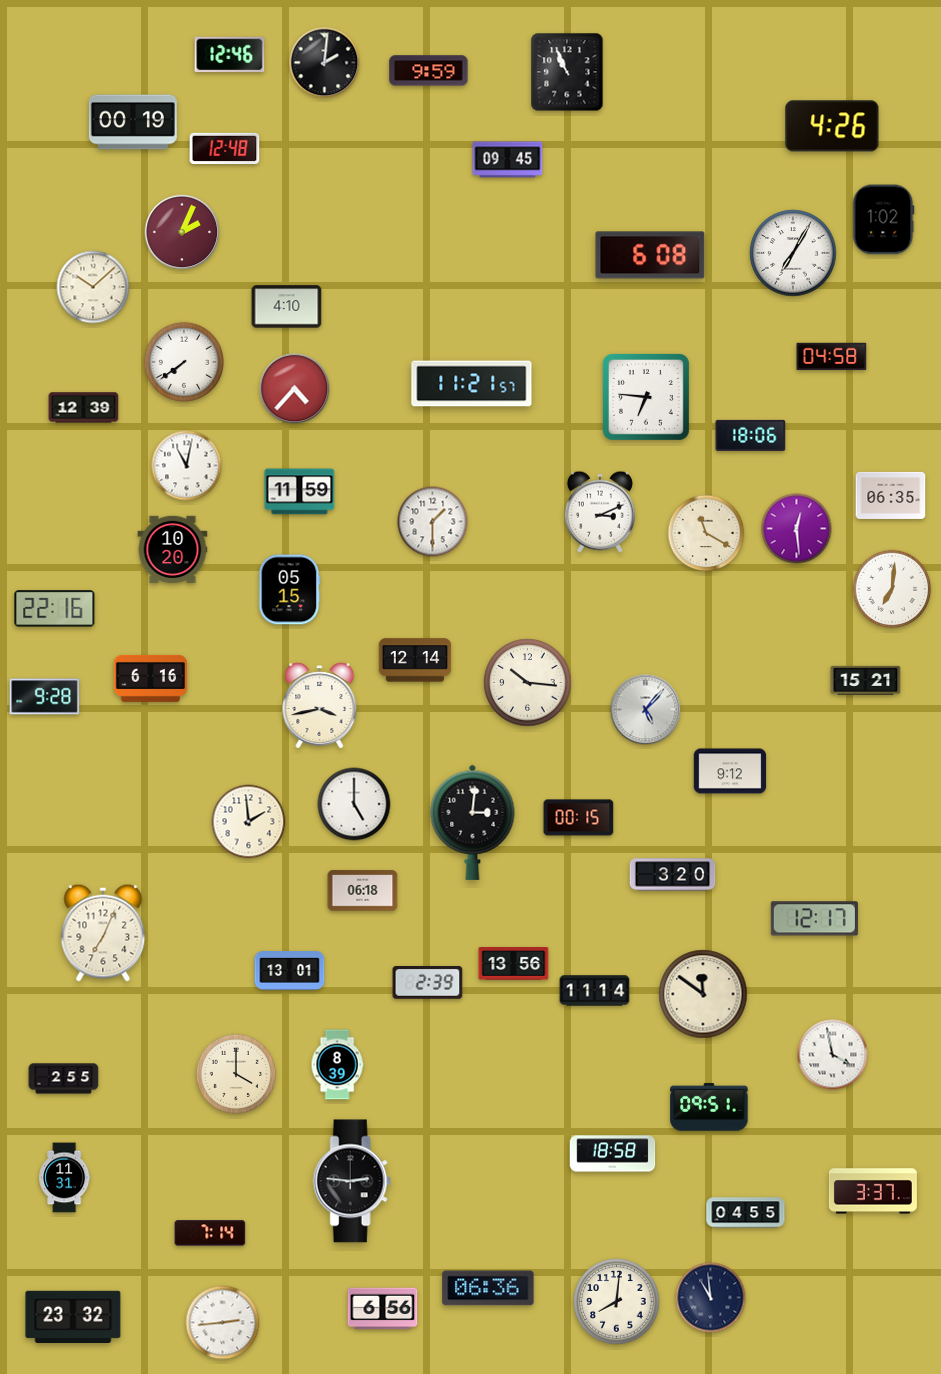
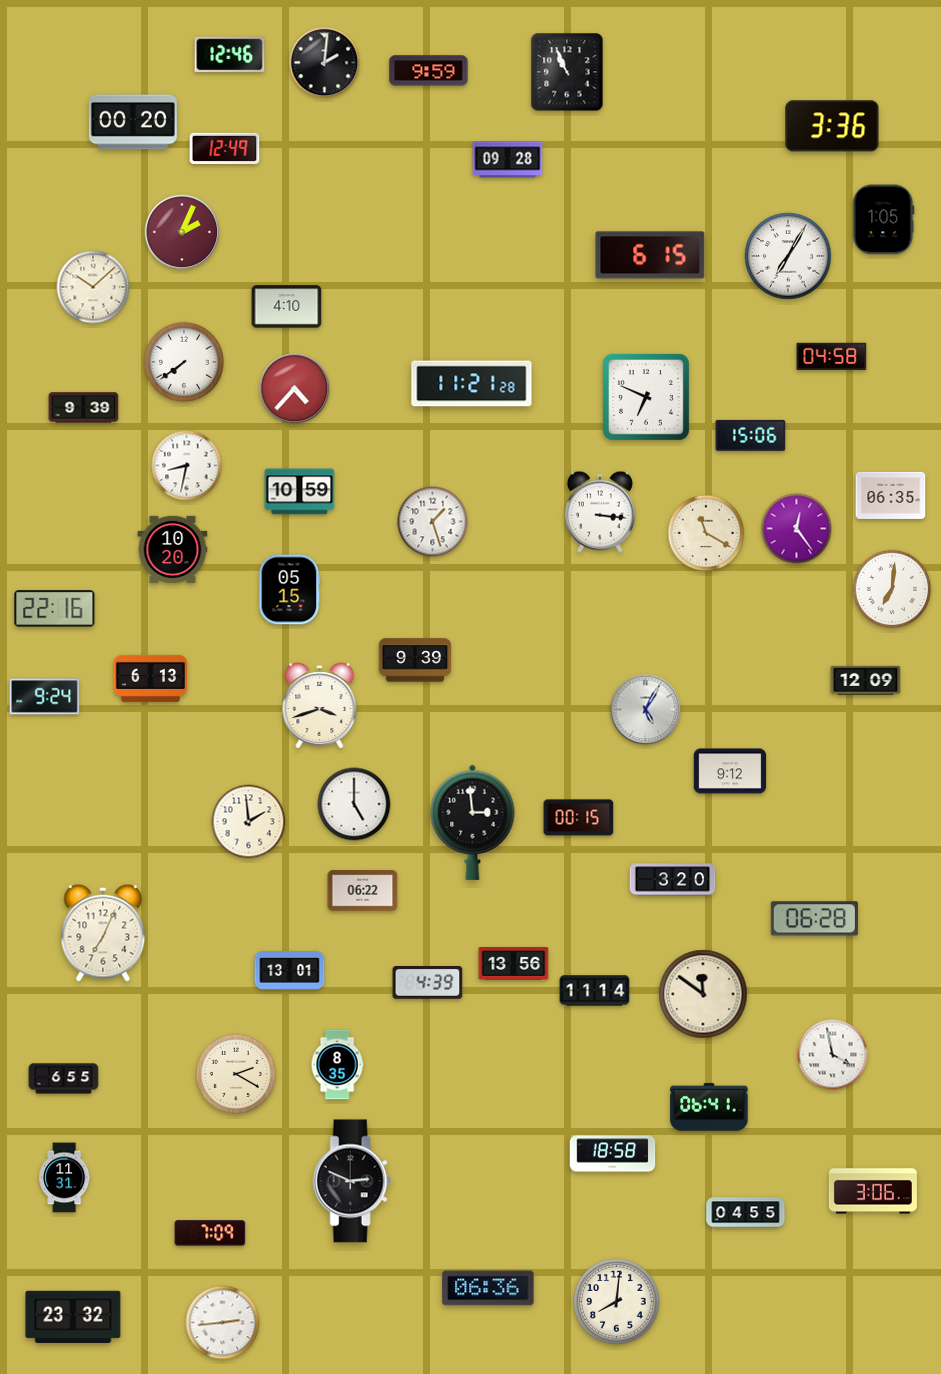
clock at (133, 122): 00:19 -> 00:20
clock at (832, 126): 4:26 -> 3:36
clock at (225, 149): 12:48 -> 12:49
clock at (508, 160): 09:45 -> 09:28
clock at (884, 220): 1:02 -> 1:05
clock at (793, 253) position: (793, 253) -> (788, 256)
clock at (650, 255): 6:08 -> 6:15
clock at (472, 384): 11:21:57 -> 11:21:28
clock at (646, 397): 6:46 -> 6:49
clock at (84, 408): 12:39 -> 9:39
clock at (751, 435): 18:06 -> 15:06
clock at (187, 466): 11:02 -> 8:32
clock at (300, 492): 11:59 -> 10:59
clock at (600, 512): 3:11 -> 3:16
clock at (433, 522): 1:30 -> 1:27
clock at (797, 529): 12:29 -> 12:24
clock at (415, 660): 12:14 -> 9:39
clock at (150, 678): 6:16 -> 6:13
clock at (866, 680): 15:21 -> 12:09
clock at (528, 683): 10:16 -> none
clock at (45, 697): 9:28 -> 9:24
clock at (320, 706): 3:43 -> 3:42
clock at (646, 710): 5:07 -> 5:05
clock at (473, 822): 3:01 -> 2:59
clock at (673, 875) position: (673, 875) -> (673, 880)
clock at (363, 891): 06:18 -> 06:22
clock at (814, 919): 12:17 -> 06:28
clock at (428, 983): 2:39 -> 4:39
clock at (337, 1065): 8:39 -> 8:35
clock at (235, 1073): 4:00 -> 2:20
clock at (64, 1079): 2:55 -> 6:55
clock at (709, 1107): 09:51 -> 06:41
clock at (352, 1181): 2:46 -> 2:49
clock at (873, 1191): 3:37 -> 3:06
clock at (210, 1233): 7:14 -> 7:09
clock at (711, 1298): 10:59 -> none
clock at (383, 1309): 6:56 -> none
